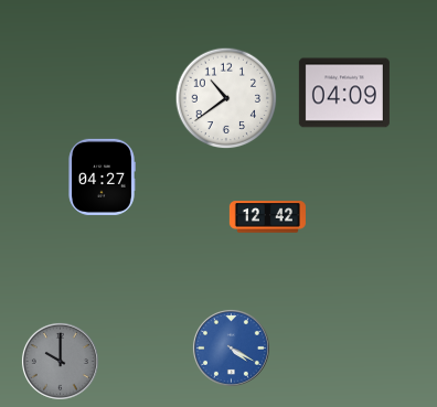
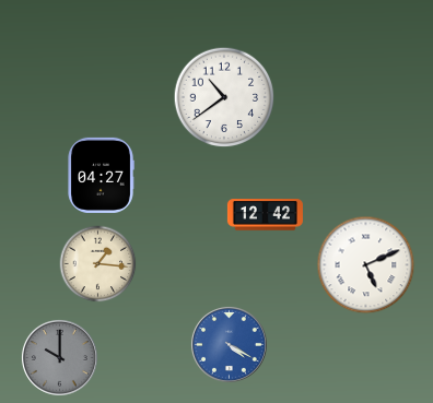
clock at (344, 93): 04:09 -> none
clock at (98, 264): none -> 1:16
clock at (366, 265): none -> 5:11
